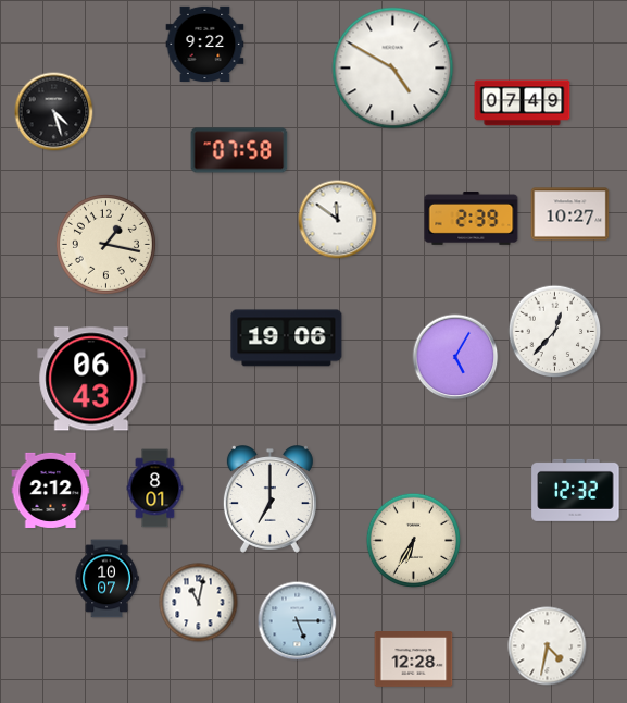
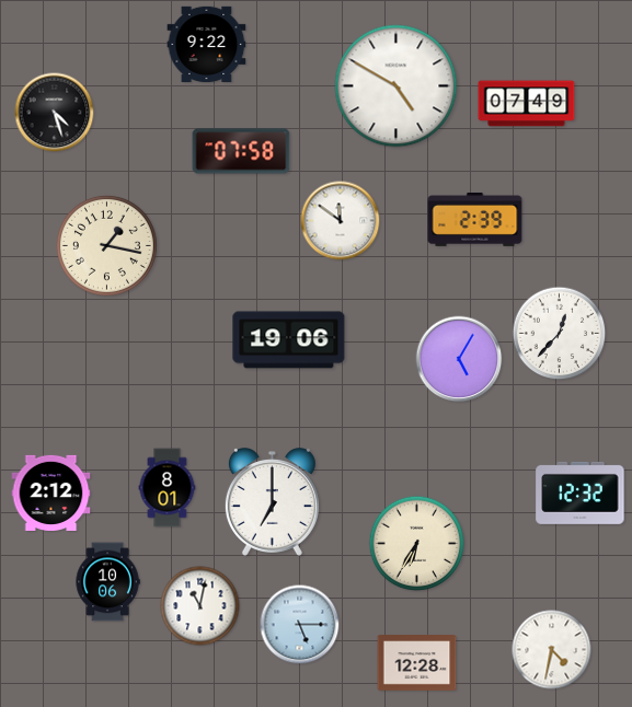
clock at (393, 69) position: (393, 69) -> (397, 86)
clock at (570, 214): 10:27 -> none
clock at (91, 379): 06:43 -> none
clock at (155, 489) position: (155, 489) -> (168, 488)
clock at (106, 579): 10:07 -> 10:06
